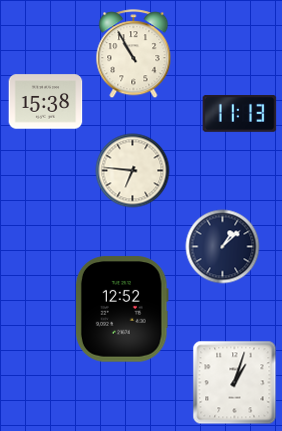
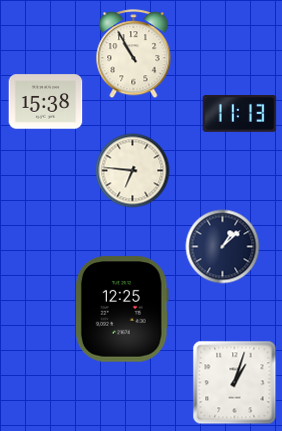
clock at (122, 309): 12:52 -> 12:25
